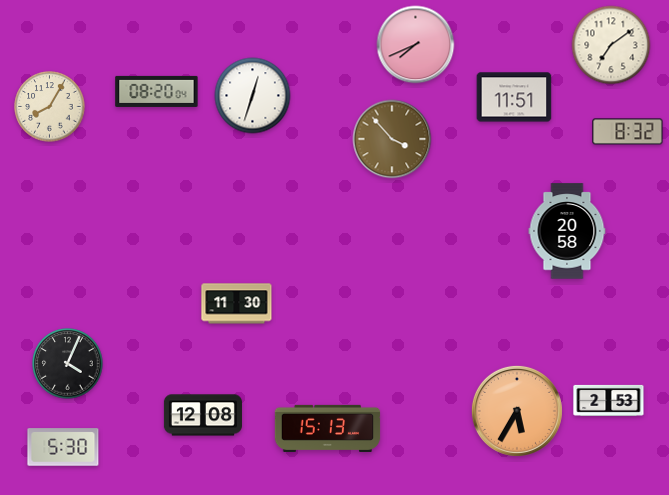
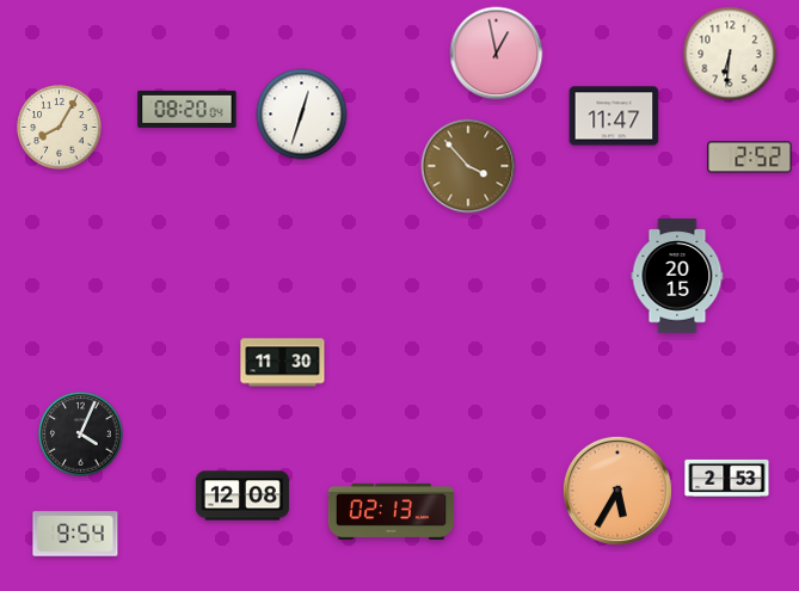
clock at (416, 45): 7:41 -> 12:58
clock at (611, 45): 7:09 -> 6:31
clock at (514, 97): 11:51 -> 11:47
clock at (628, 132): 8:32 -> 2:52
clock at (567, 231): 20:58 -> 20:15
clock at (328, 428): 15:13 -> 02:13
clock at (63, 447): 5:30 -> 9:54
